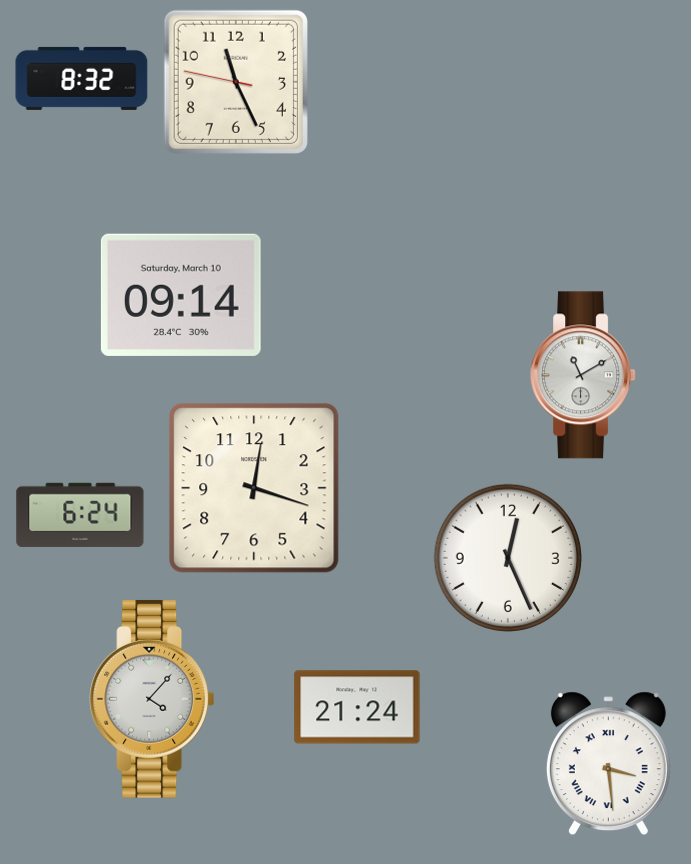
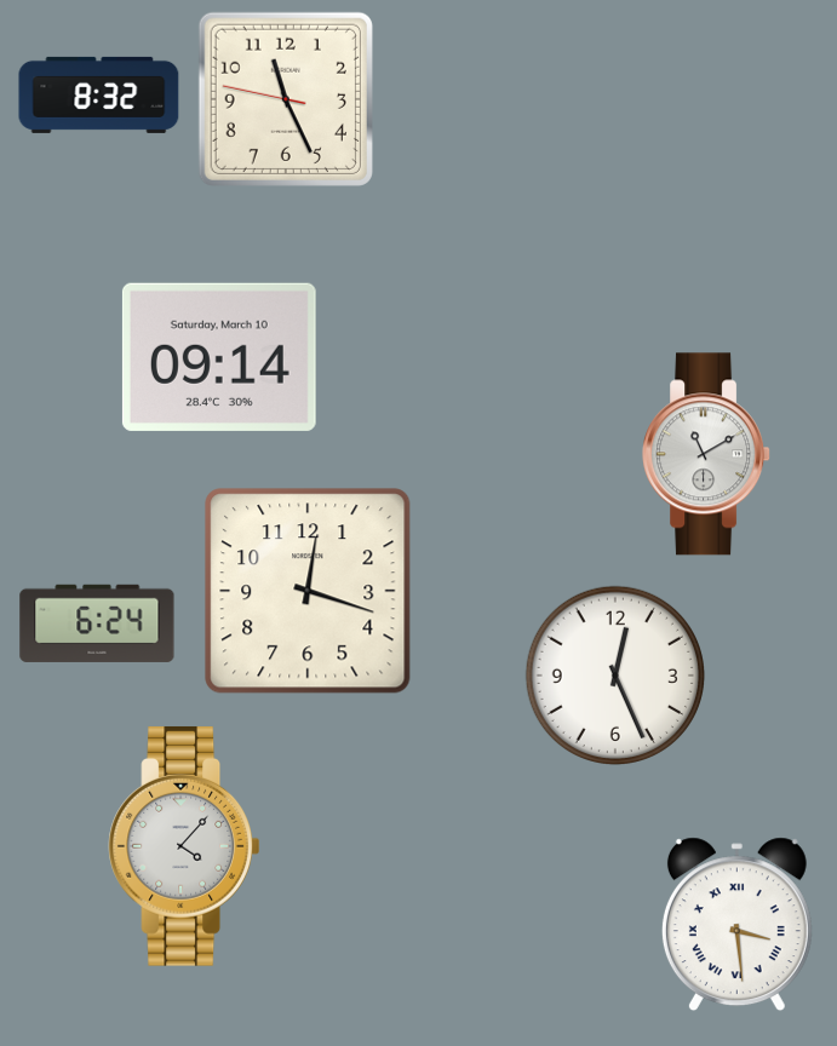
clock at (357, 707): 21:24 -> none
